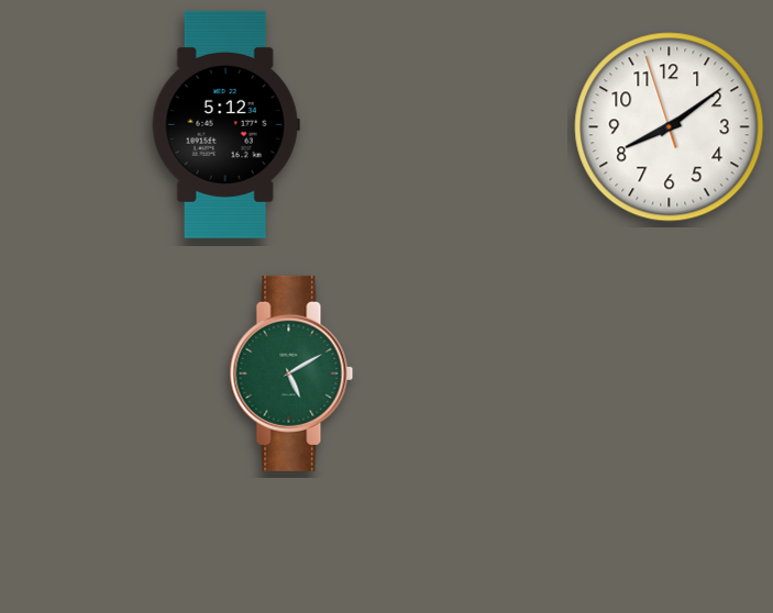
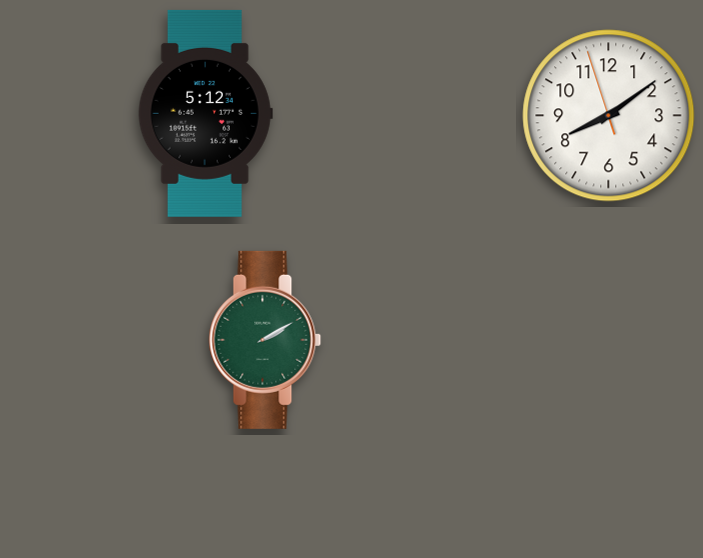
clock at (291, 374): 5:10 -> 2:10
